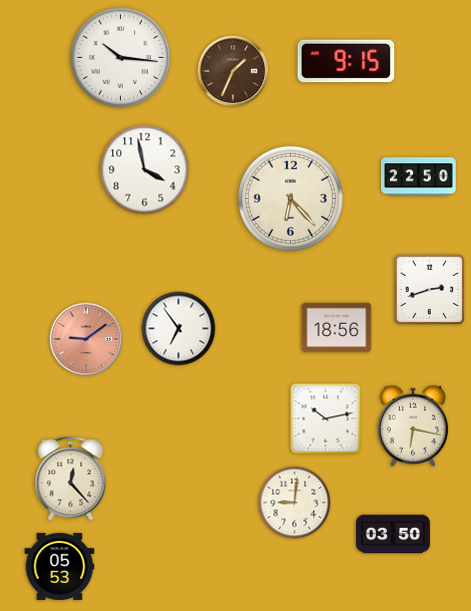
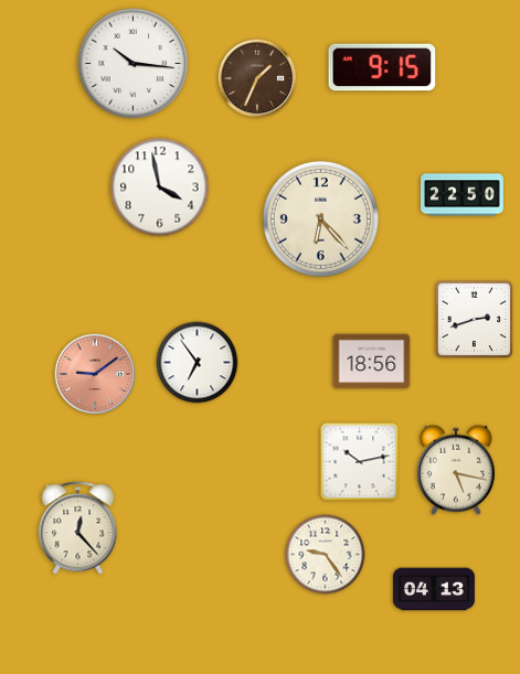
clock at (413, 426): 6:17 -> 5:17
clock at (295, 503): 9:01 -> 9:24
clock at (393, 534): 03:50 -> 04:13
clock at (60, 566): 05:53 -> none
